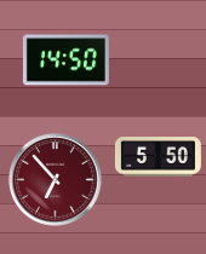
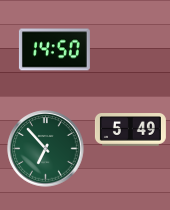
clock at (158, 157): 5:50 -> 5:49
clock at (56, 180) dial: burgundy -> green
